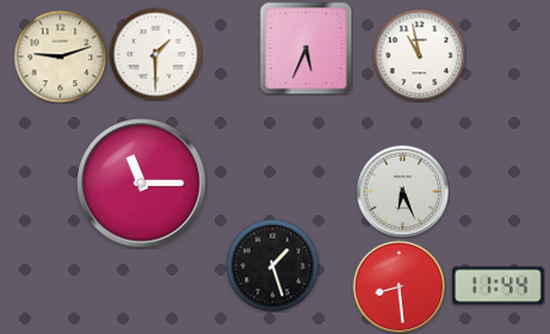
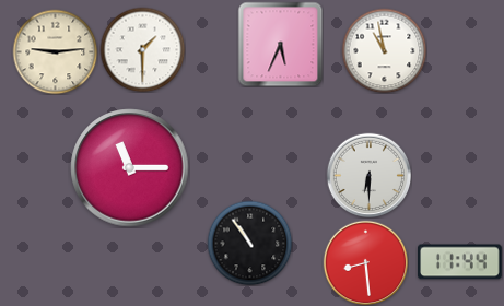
clock at (60, 56): 9:12 -> 9:14
clock at (402, 191): 6:26 -> 6:30
clock at (272, 265): 1:27 -> 10:54
clock at (499, 286) position: (499, 286) -> (460, 262)
